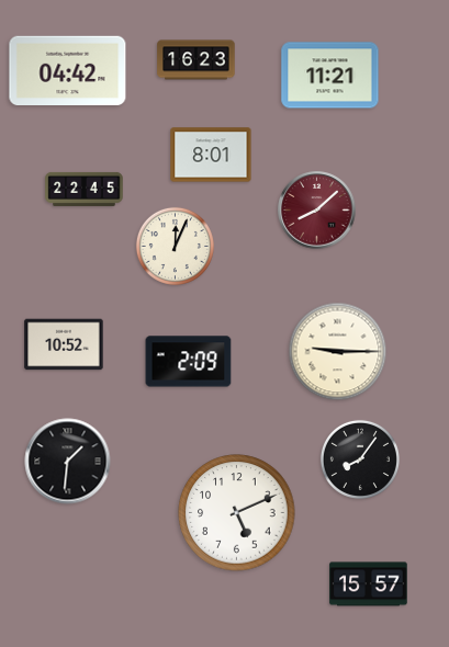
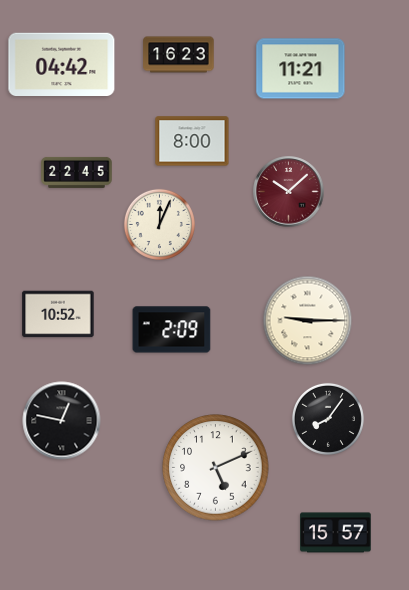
clock at (211, 155): 8:01 -> 8:00
clock at (317, 211): 8:08 -> 10:08
clock at (68, 462): 1:31 -> 12:47
